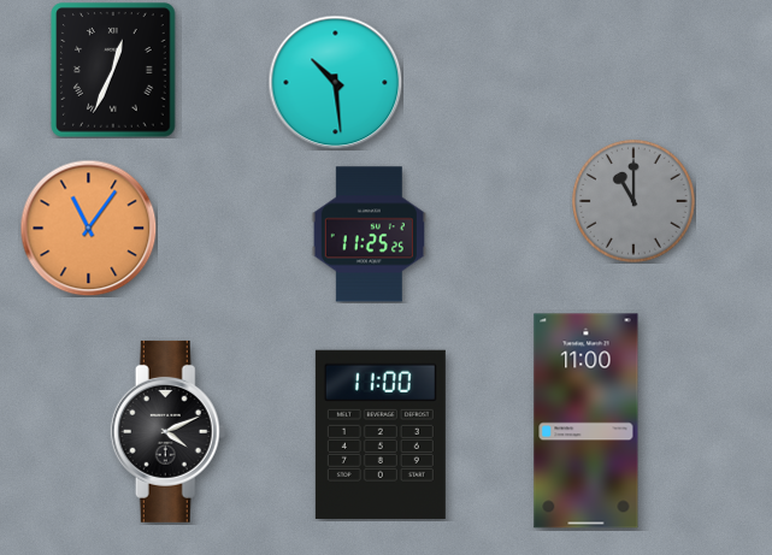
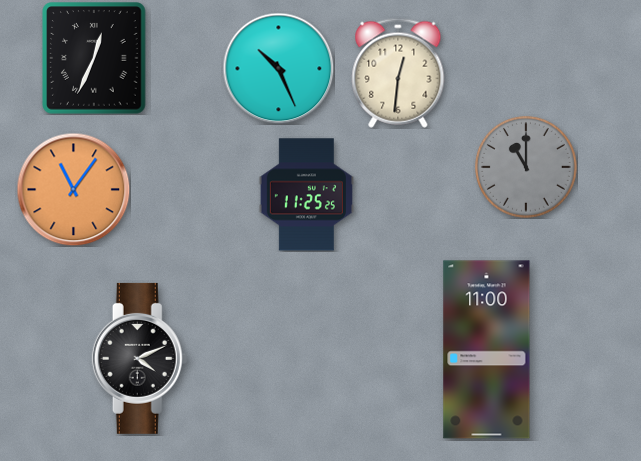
clock at (335, 82): 10:29 -> 10:26
clock at (398, 73): none -> 12:31
clock at (381, 435): 11:00 -> none
